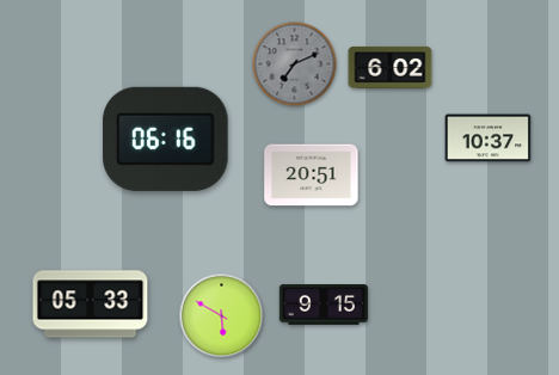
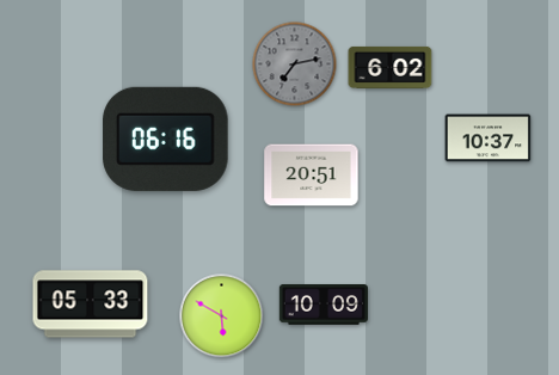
clock at (295, 64): 7:11 -> 7:13
clock at (324, 306): 9:15 -> 10:09
